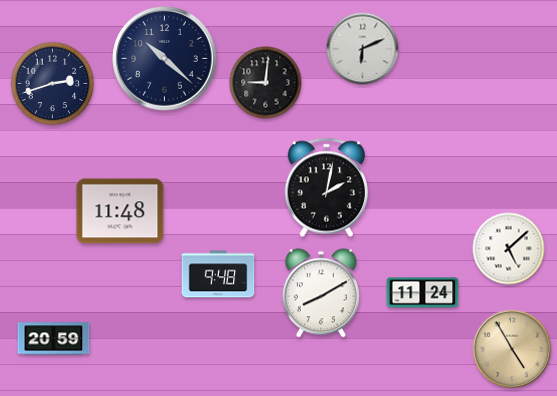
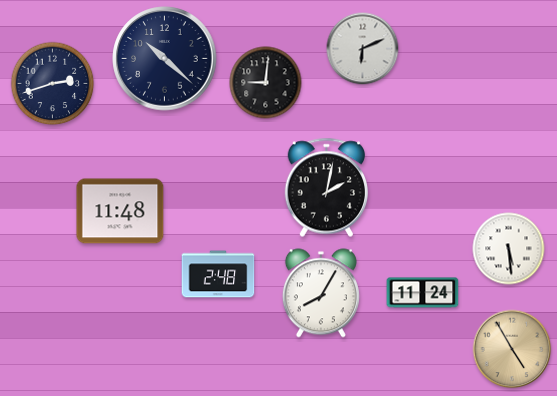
clock at (509, 249): 5:08 -> 5:29
clock at (218, 274): 9:48 -> 2:48
clock at (321, 293): 8:10 -> 8:05
clock at (54, 339): 20:59 -> none
